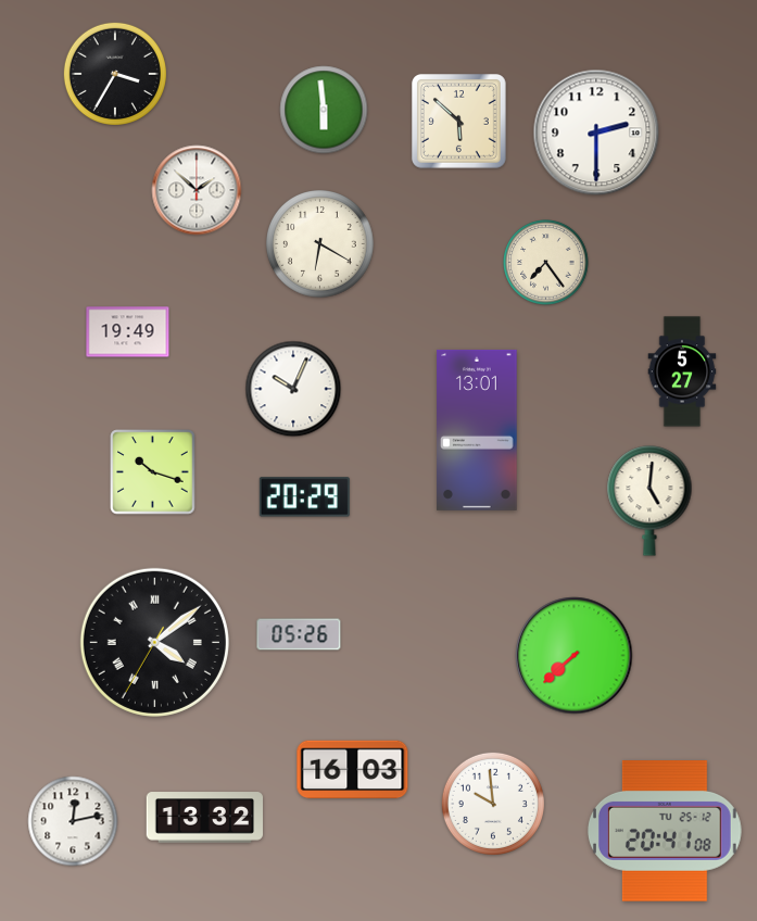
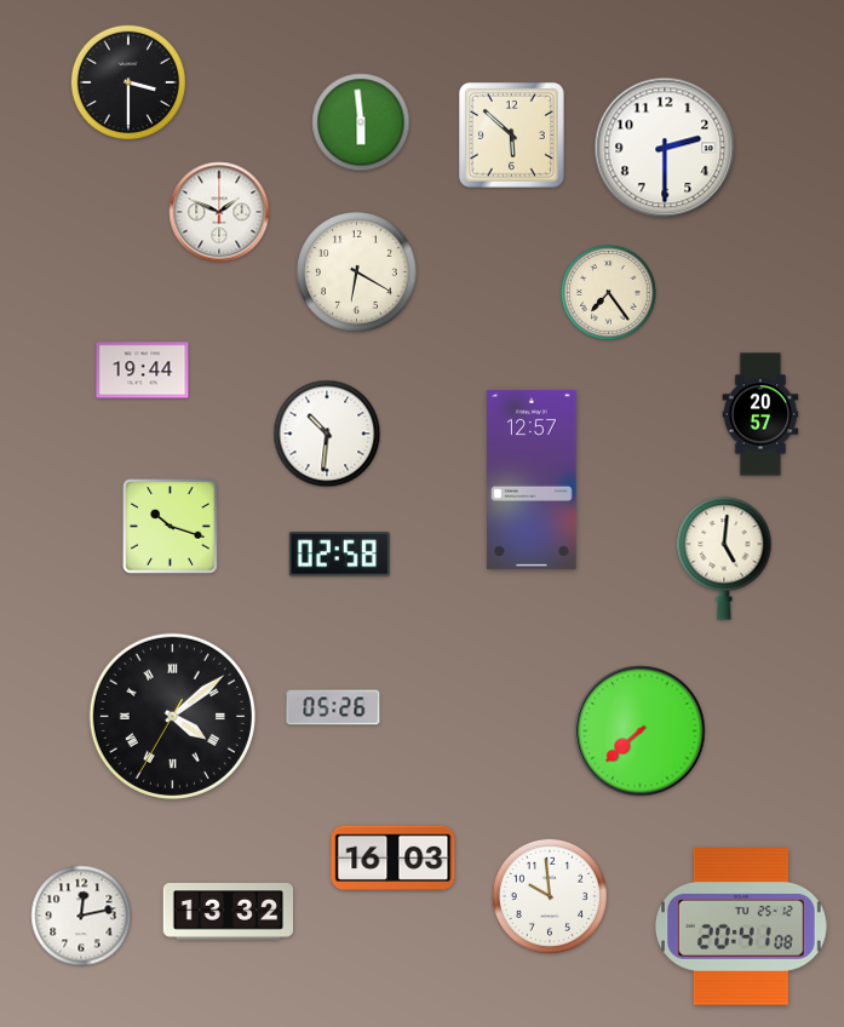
clock at (115, 74): 3:35 -> 3:30
clock at (197, 190): 1:52 -> 1:49
clock at (128, 332): 19:49 -> 19:44
clock at (682, 371): 5:27 -> 20:57
clock at (293, 389): 10:04 -> 10:31
clock at (477, 430): 13:01 -> 12:57
clock at (304, 497): 20:29 -> 02:58
